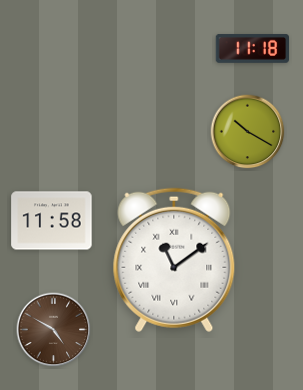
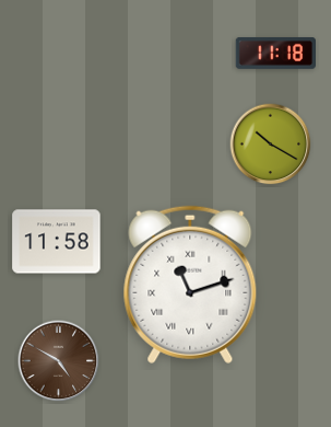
clock at (174, 260): 11:09 -> 11:12
